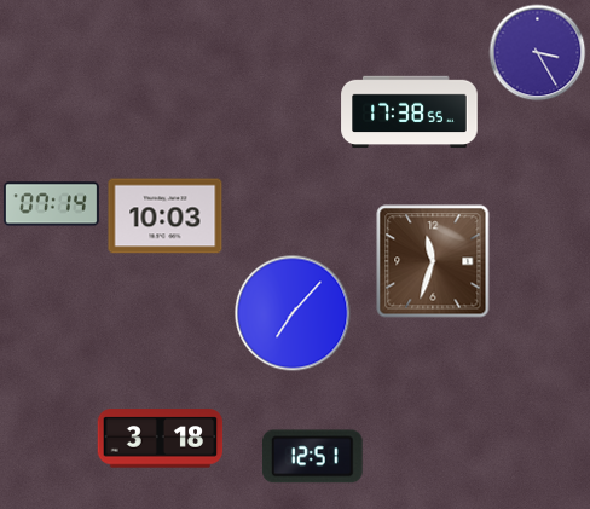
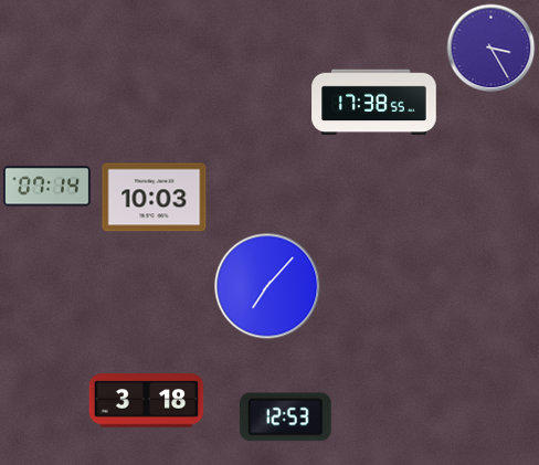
clock at (166, 216) position: (166, 216) -> (155, 198)
clock at (433, 261): 11:33 -> none
clock at (313, 457): 12:51 -> 12:53
